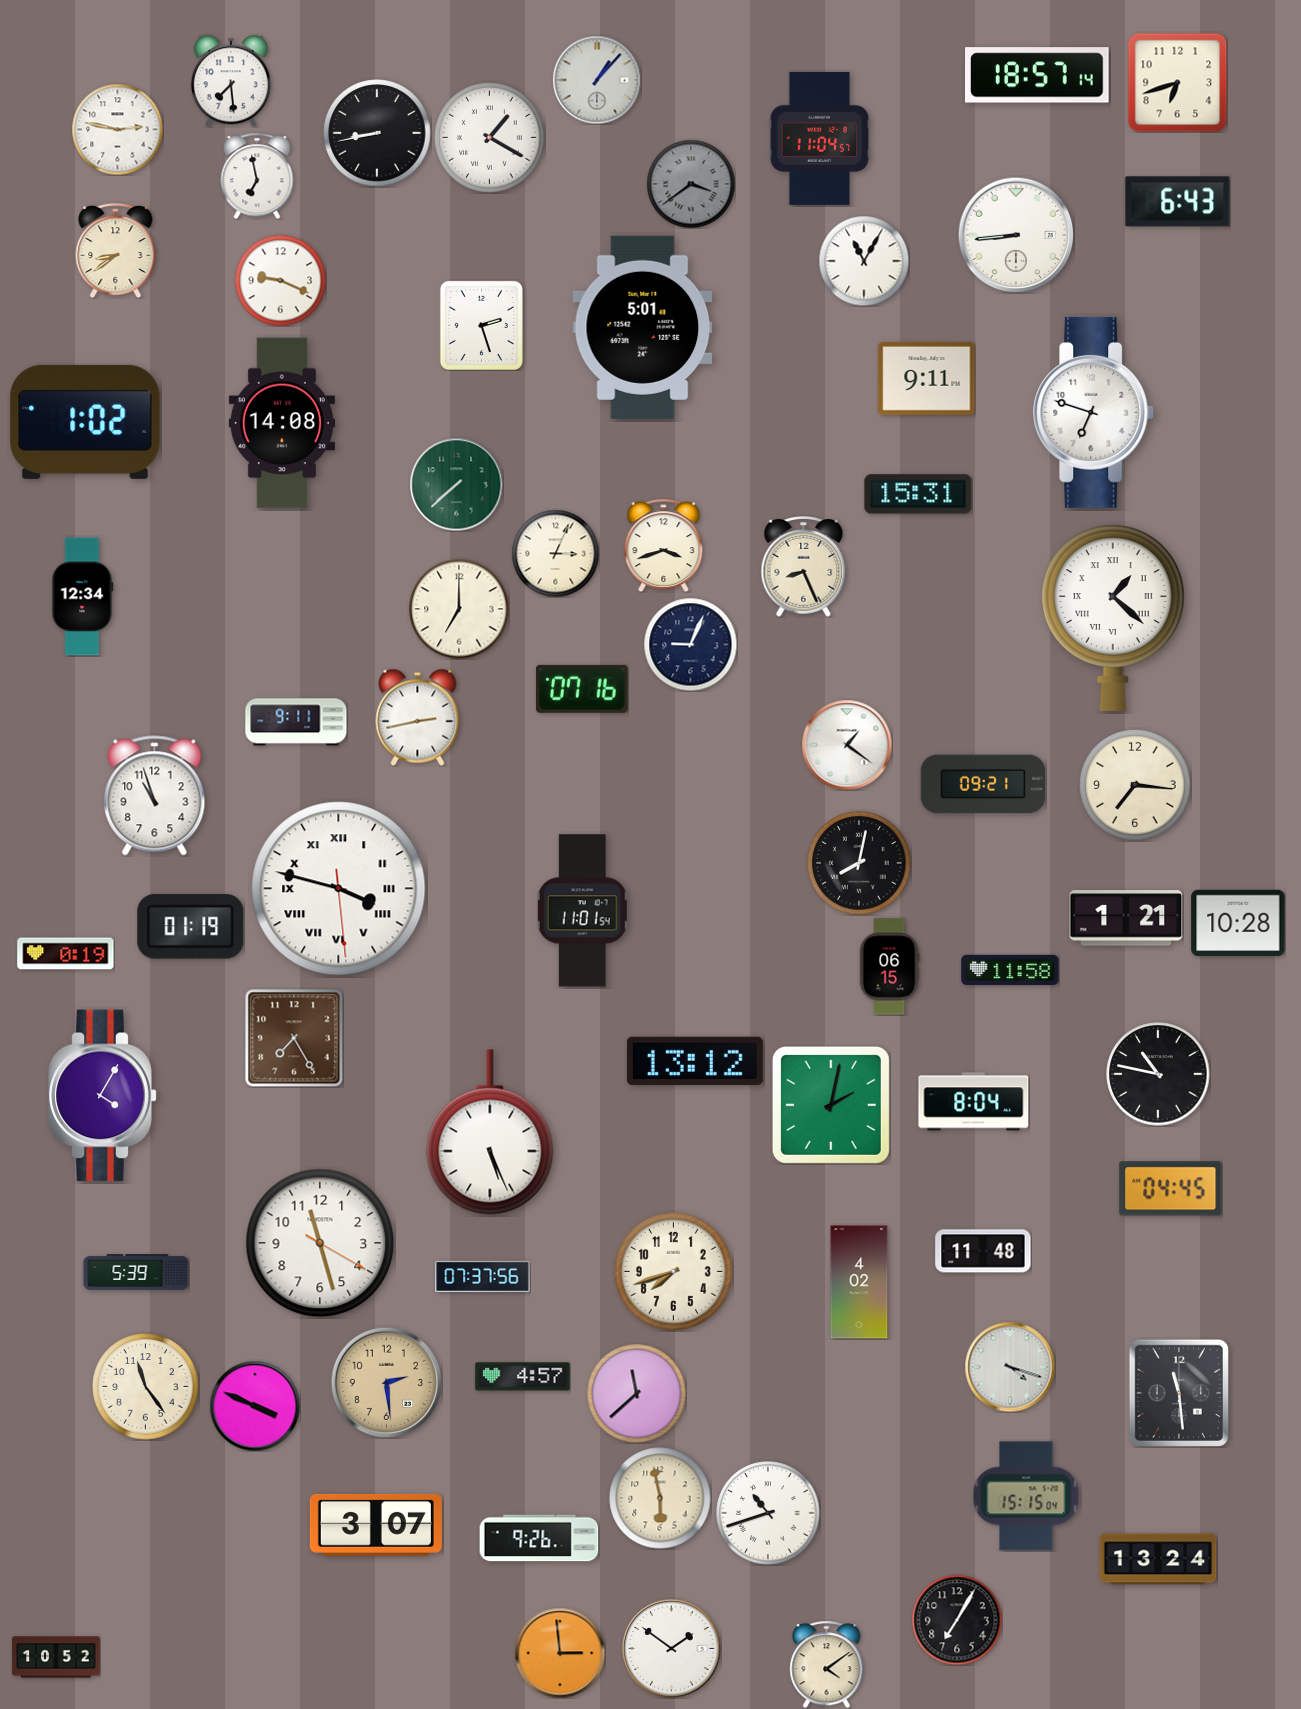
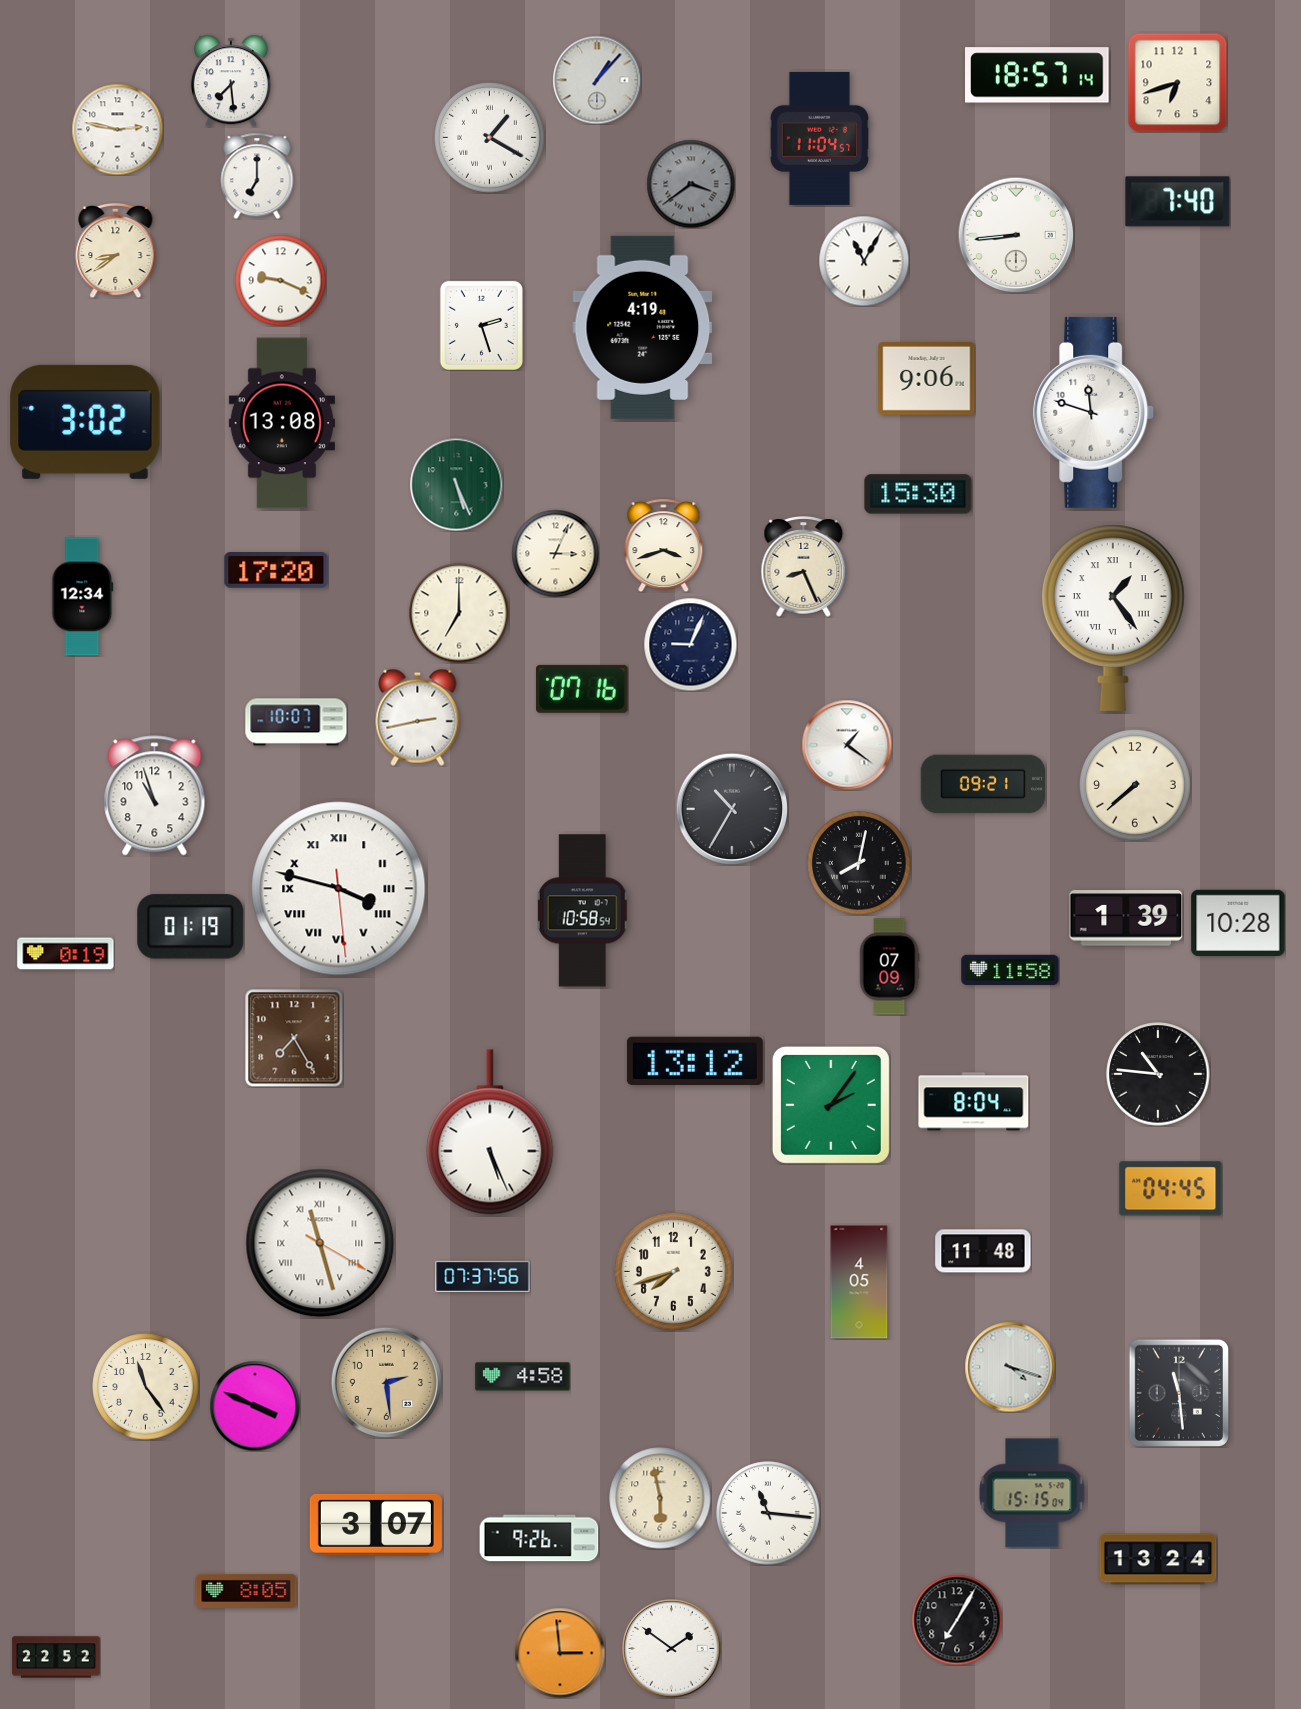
clock at (377, 133): 8:43 -> none
clock at (257, 176): 6:58 -> 7:00
clock at (1178, 202): 6:43 -> 7:40
clock at (643, 327): 5:01 -> 4:19
clock at (927, 378): 9:11 -> 9:06
clock at (1094, 412): 6:48 -> 11:48
clock at (85, 422): 1:02 -> 3:02
clock at (282, 423): 14:08 -> 13:08
clock at (456, 484): 7:38 -> 5:26
clock at (918, 494): 15:31 -> 15:30
clock at (276, 571): none -> 17:20
clock at (459, 609) position: (459, 609) -> (459, 613)
clock at (1113, 618): 1:22 -> 1:24
clock at (296, 722): 9:11 -> 10:07
clock at (1136, 786): 7:16 -> 7:38
clock at (731, 808): none -> 10:35
clock at (583, 911): 11:01 -> 10:58
clock at (1126, 918): 1:21 -> 1:39
clock at (889, 967): 06:15 -> 07:09
clock at (1158, 1074): 10:47 -> 10:46
clock at (103, 1096): 4:05 -> none
clock at (831, 1105): 2:02 -> 2:06
clock at (320, 1243) numerals: Arabic -> Roman
clock at (136, 1272): 5:39 -> none
clock at (859, 1282): 4:02 -> 4:05
clock at (523, 1377): 4:57 -> 4:58
clock at (637, 1394): 11:38 -> none
clock at (1026, 1496) position: (1026, 1496) -> (1032, 1493)
clock at (768, 1513): 10:42 -> 11:16
clock at (246, 1591): none -> 8:05
clock at (56, 1657): 10:52 -> 22:52
clock at (827, 1664): 4:09 -> none
